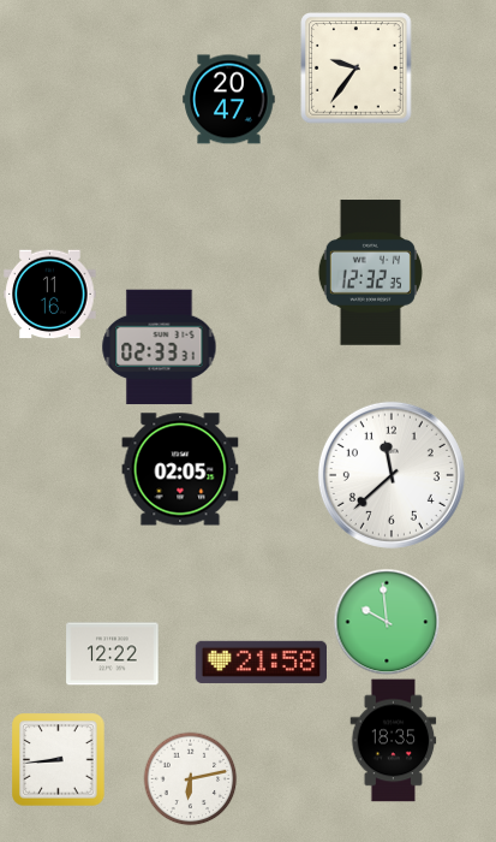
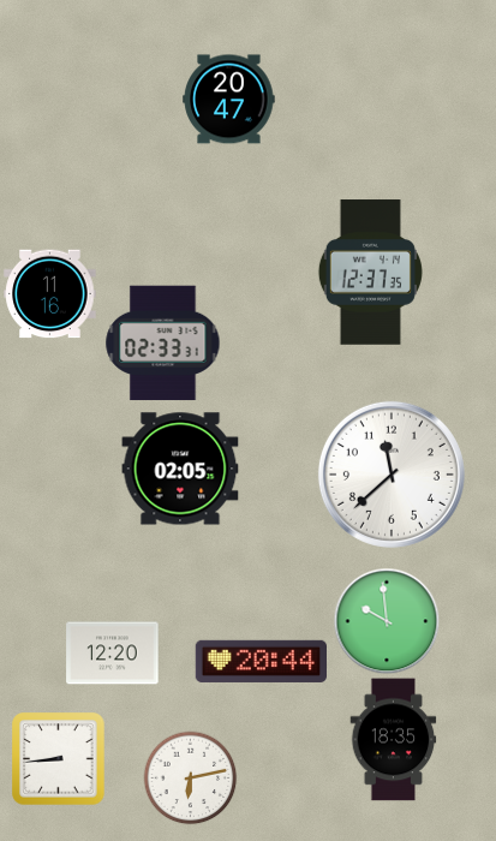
clock at (357, 69): 9:36 -> none
clock at (370, 273): 12:32 -> 12:37
clock at (160, 348) position: (160, 348) -> (163, 344)
clock at (113, 654): 12:22 -> 12:20
clock at (261, 662): 21:58 -> 20:44
